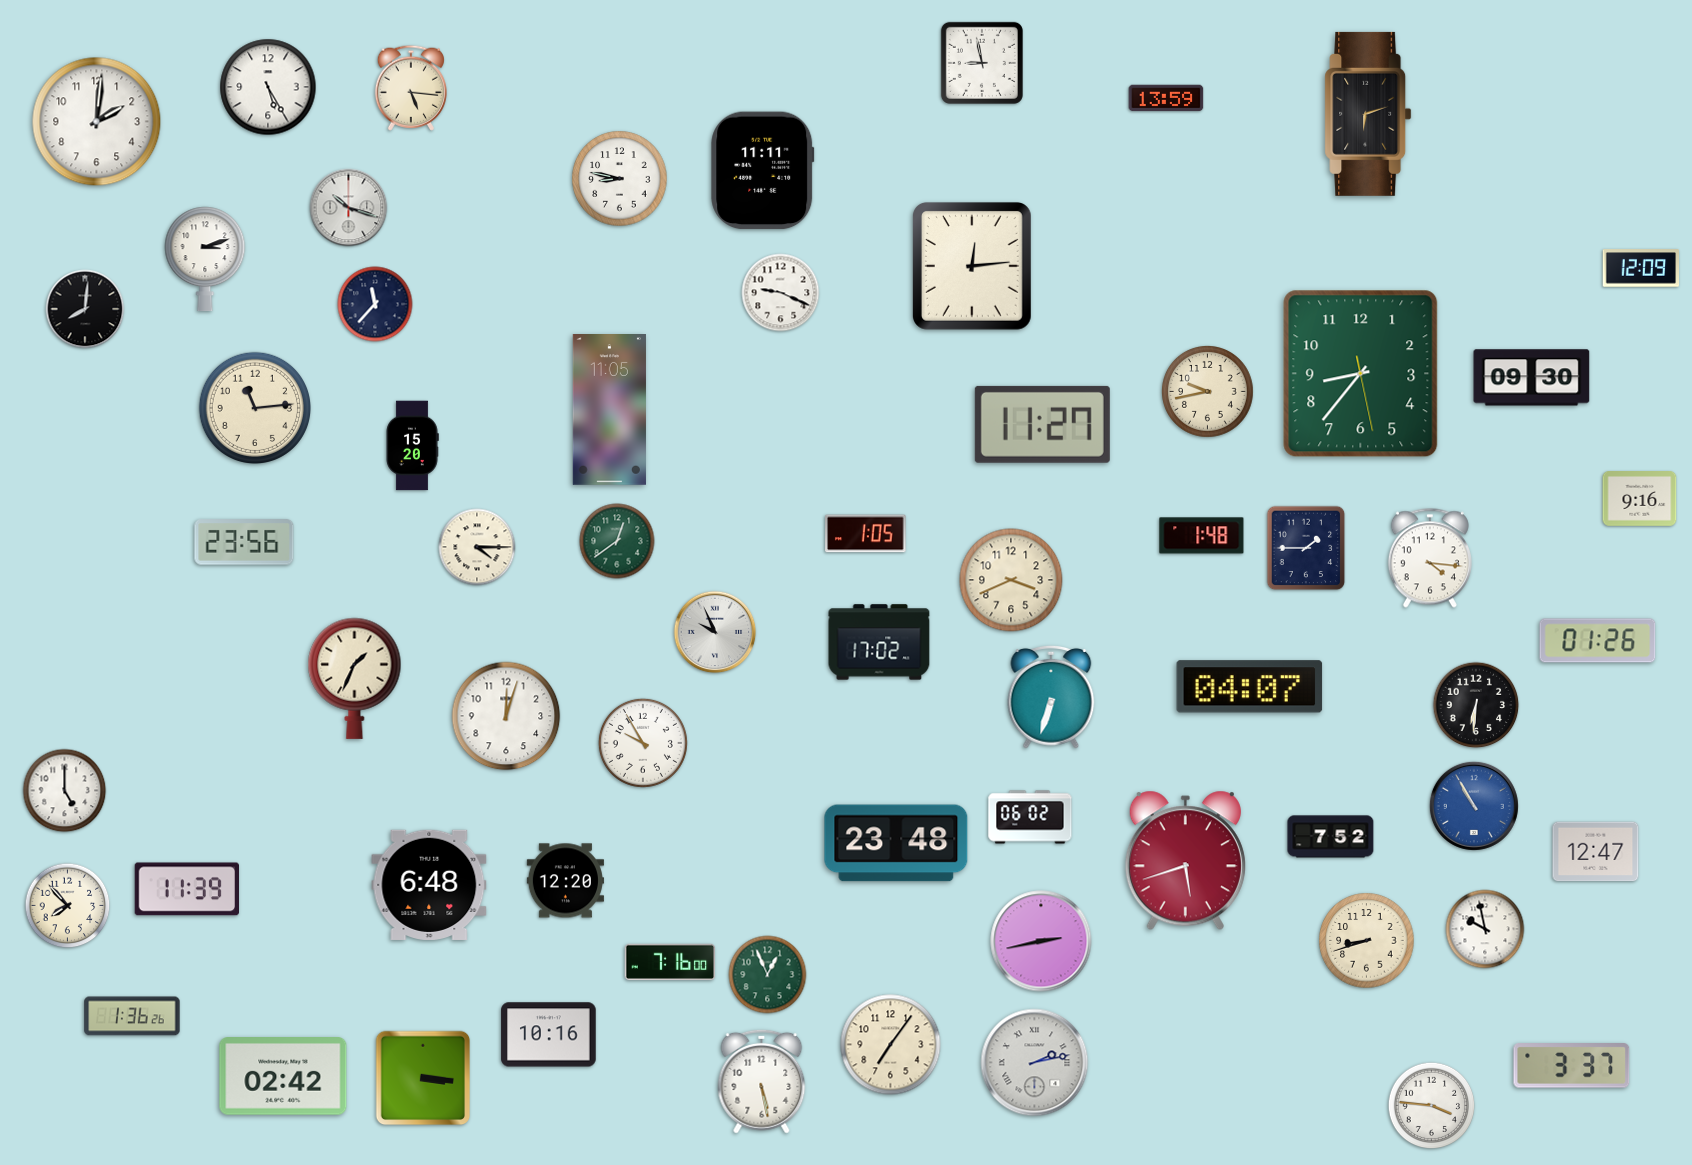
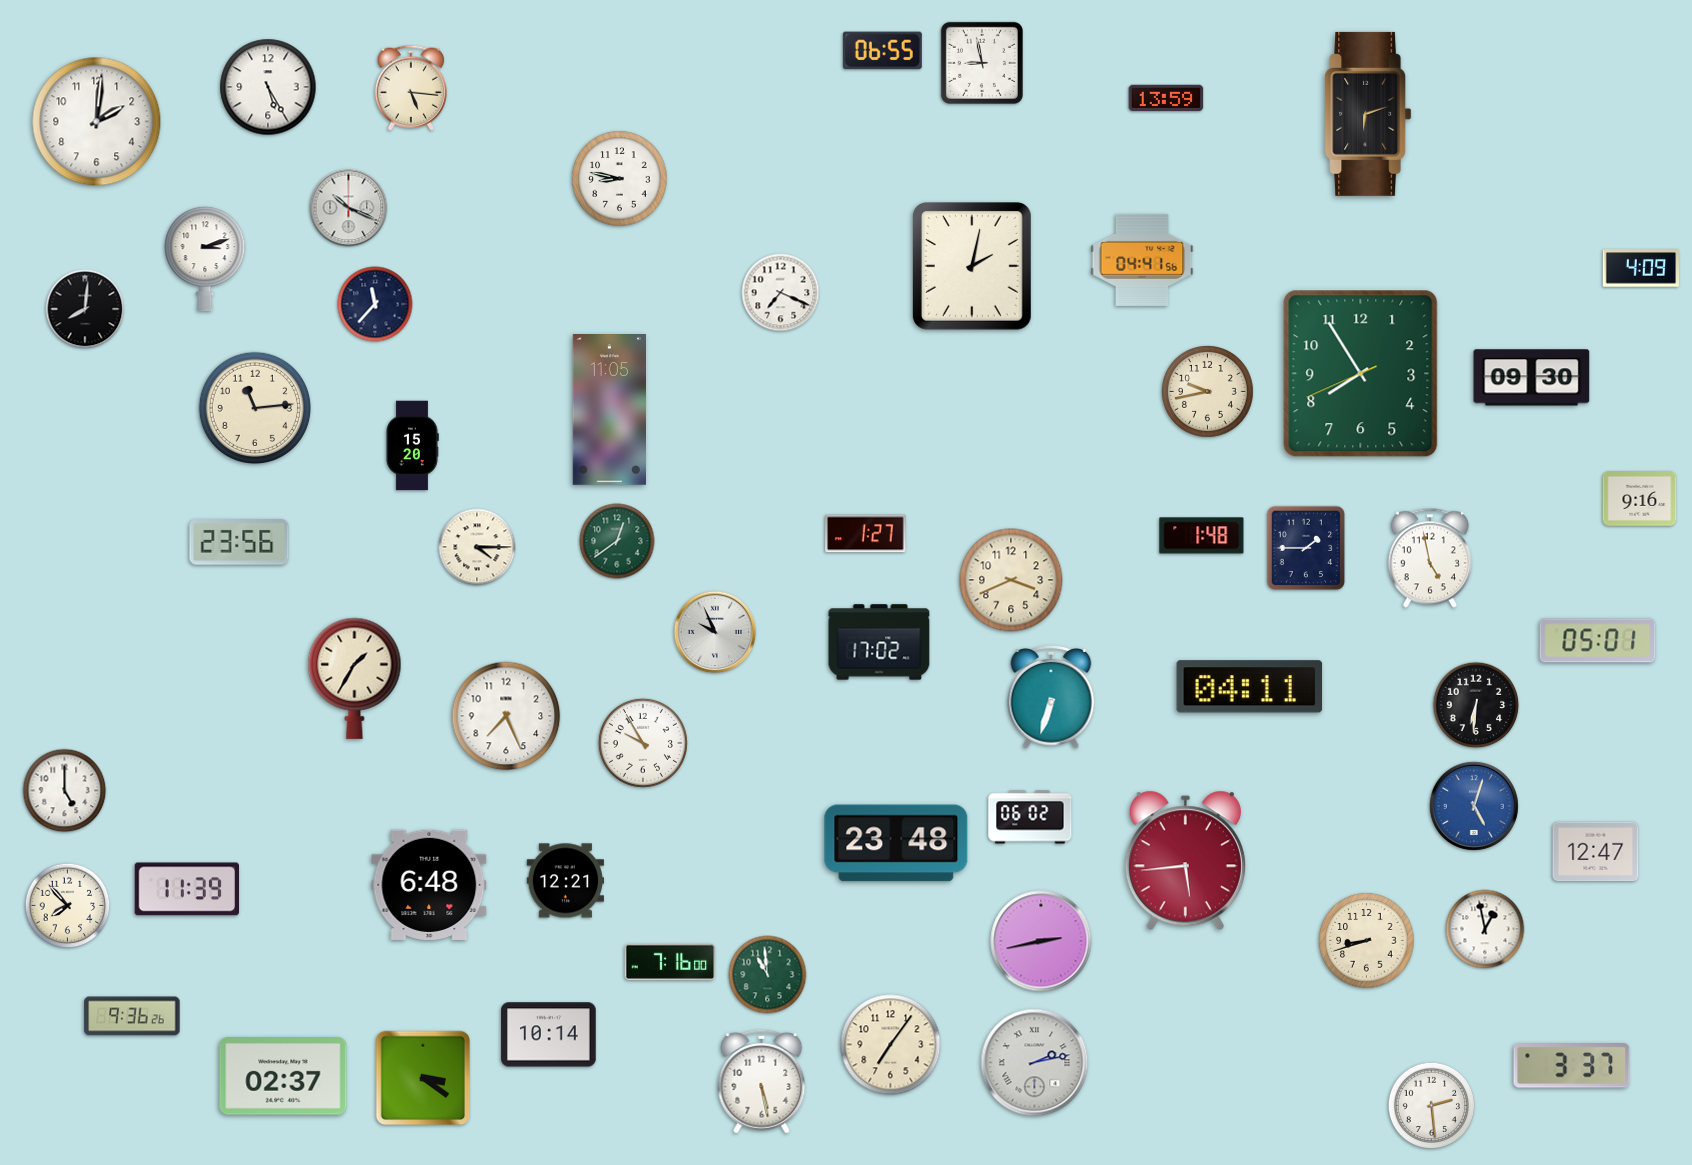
clock at (882, 51): none -> 06:55
clock at (763, 171): 11:11 -> none
clock at (349, 208): 10:18 -> 10:19
clock at (1142, 260): none -> 04:41
clock at (972, 267): 12:14 -> 2:02
clock at (1640, 268): 12:09 -> 4:09
clock at (781, 293): 9:19 -> 7:19
clock at (1361, 374): 8:36 -> 7:54
clock at (1042, 424): 11:27 -> none
clock at (866, 534): 1:05 -> 1:27
clock at (244, 542) position: (244, 542) -> (239, 542)
clock at (1430, 558): 4:16 -> 4:58
clock at (1598, 641): 01:26 -> 05:01
clock at (355, 678): 1:34 -> 1:35
clock at (1250, 687): 04:07 -> 04:11
clock at (506, 716): 12:03 -> 7:26
clock at (1474, 806): 10:55 -> 5:03
clock at (1331, 837): 7:52 -> none
clock at (1185, 861): 5:42 -> 5:44
clock at (565, 881): 12:20 -> 12:21
clock at (1485, 929): 9:58 -> 12:58
clock at (768, 975): 12:56 -> 10:59
clock at (132, 1016): 1:36 -> 9:36
clock at (549, 1035): 10:16 -> 10:14
clock at (283, 1076): 02:42 -> 02:37
clock at (423, 1078): 3:16 -> 3:21
clock at (1432, 1106): 3:46 -> 2:29
